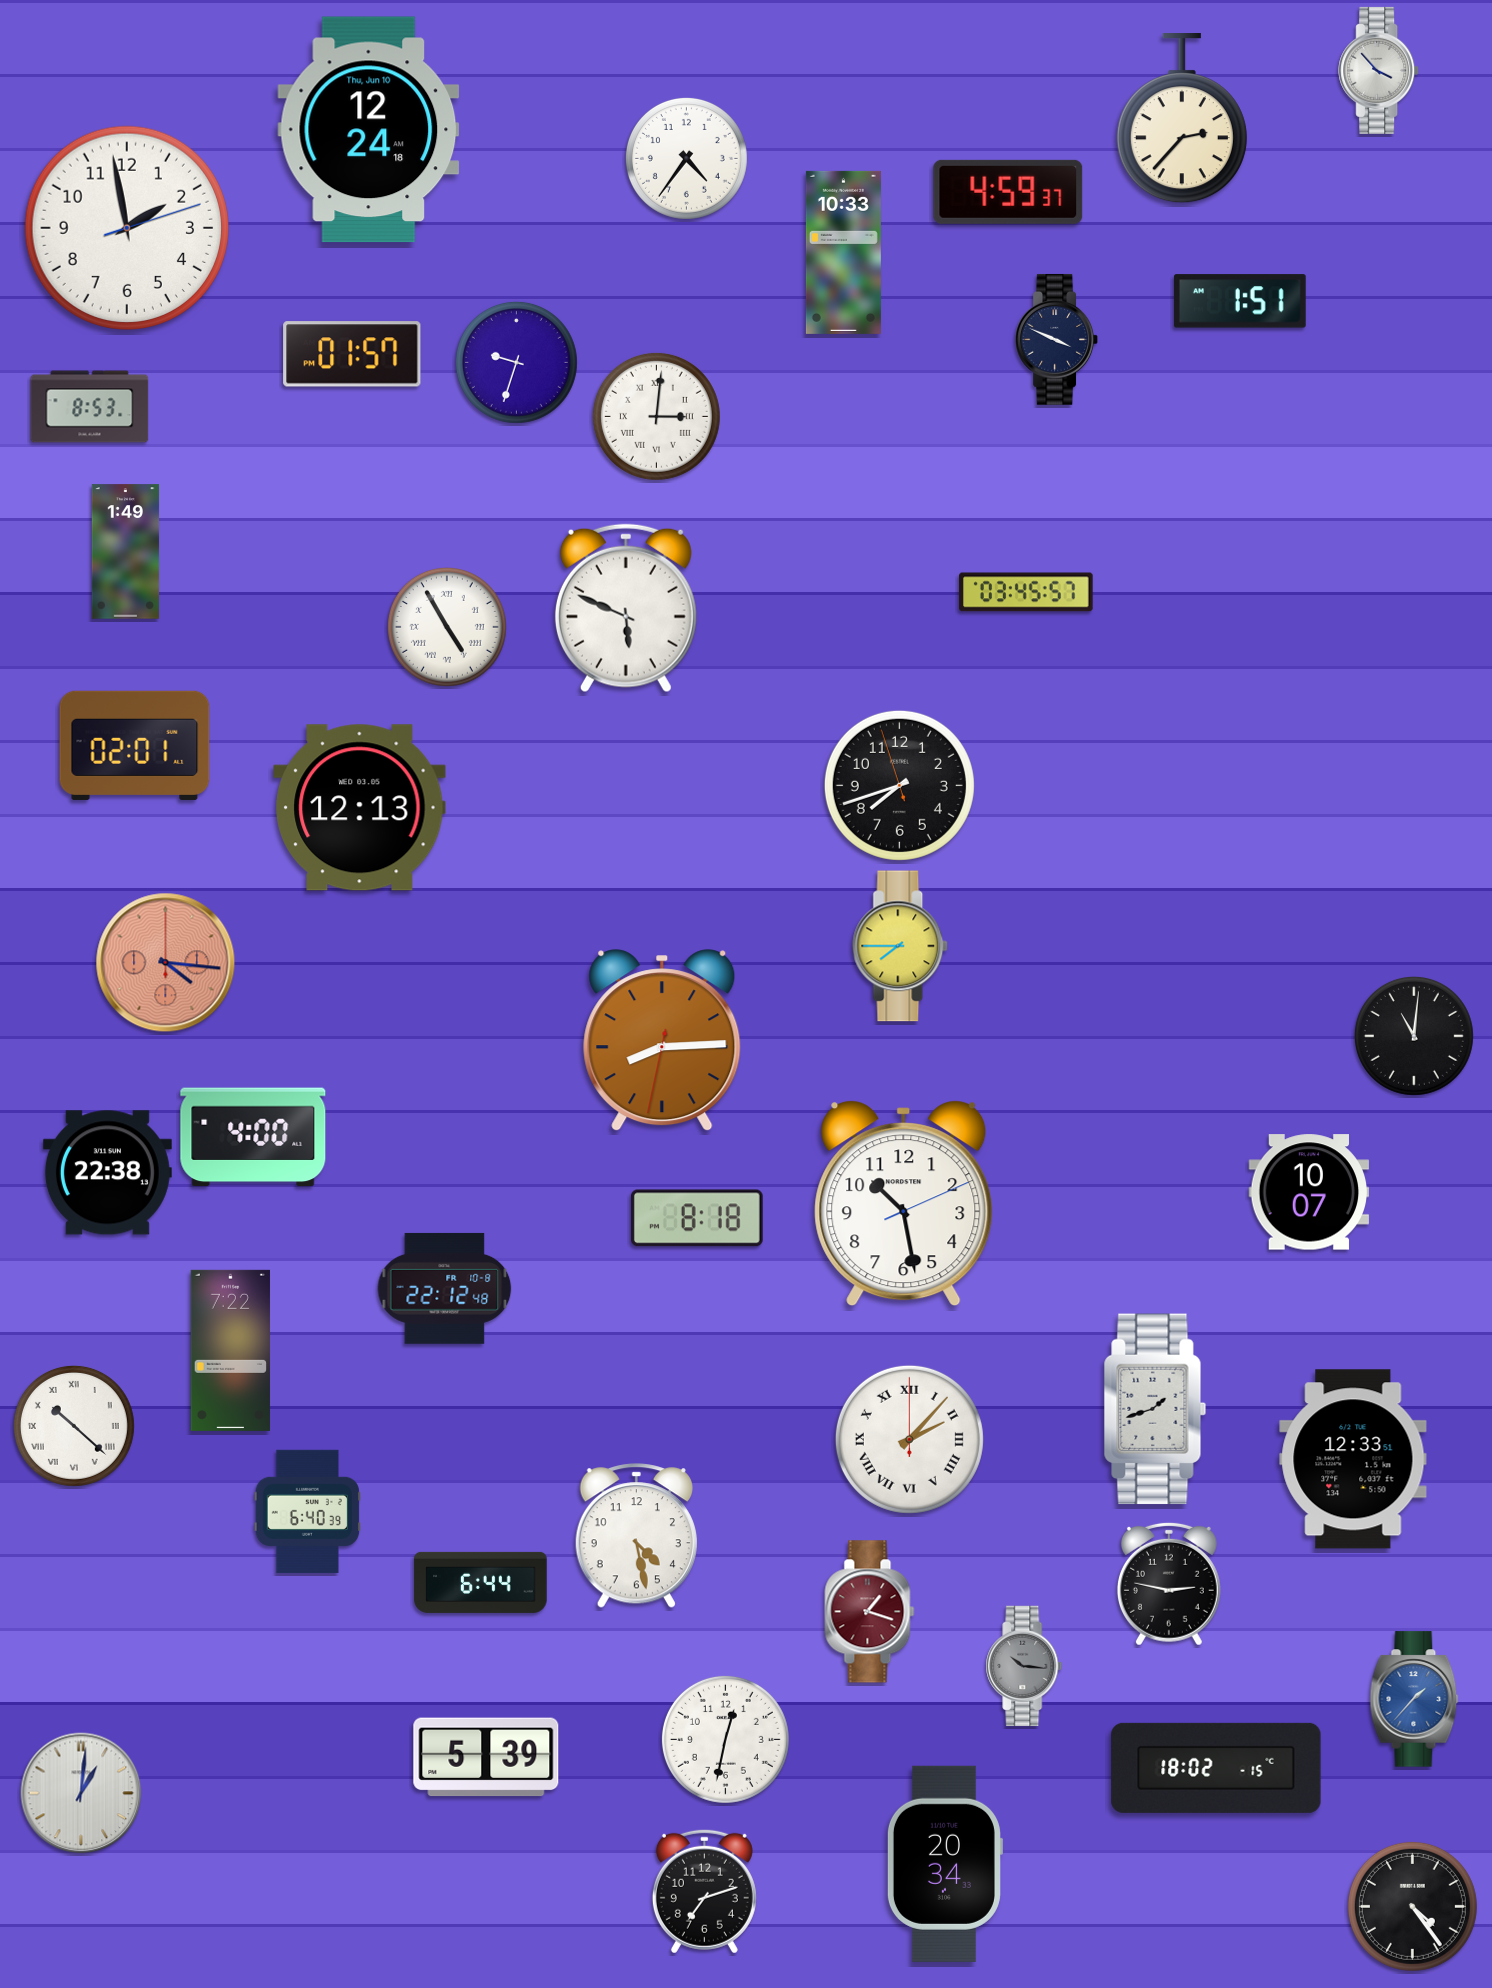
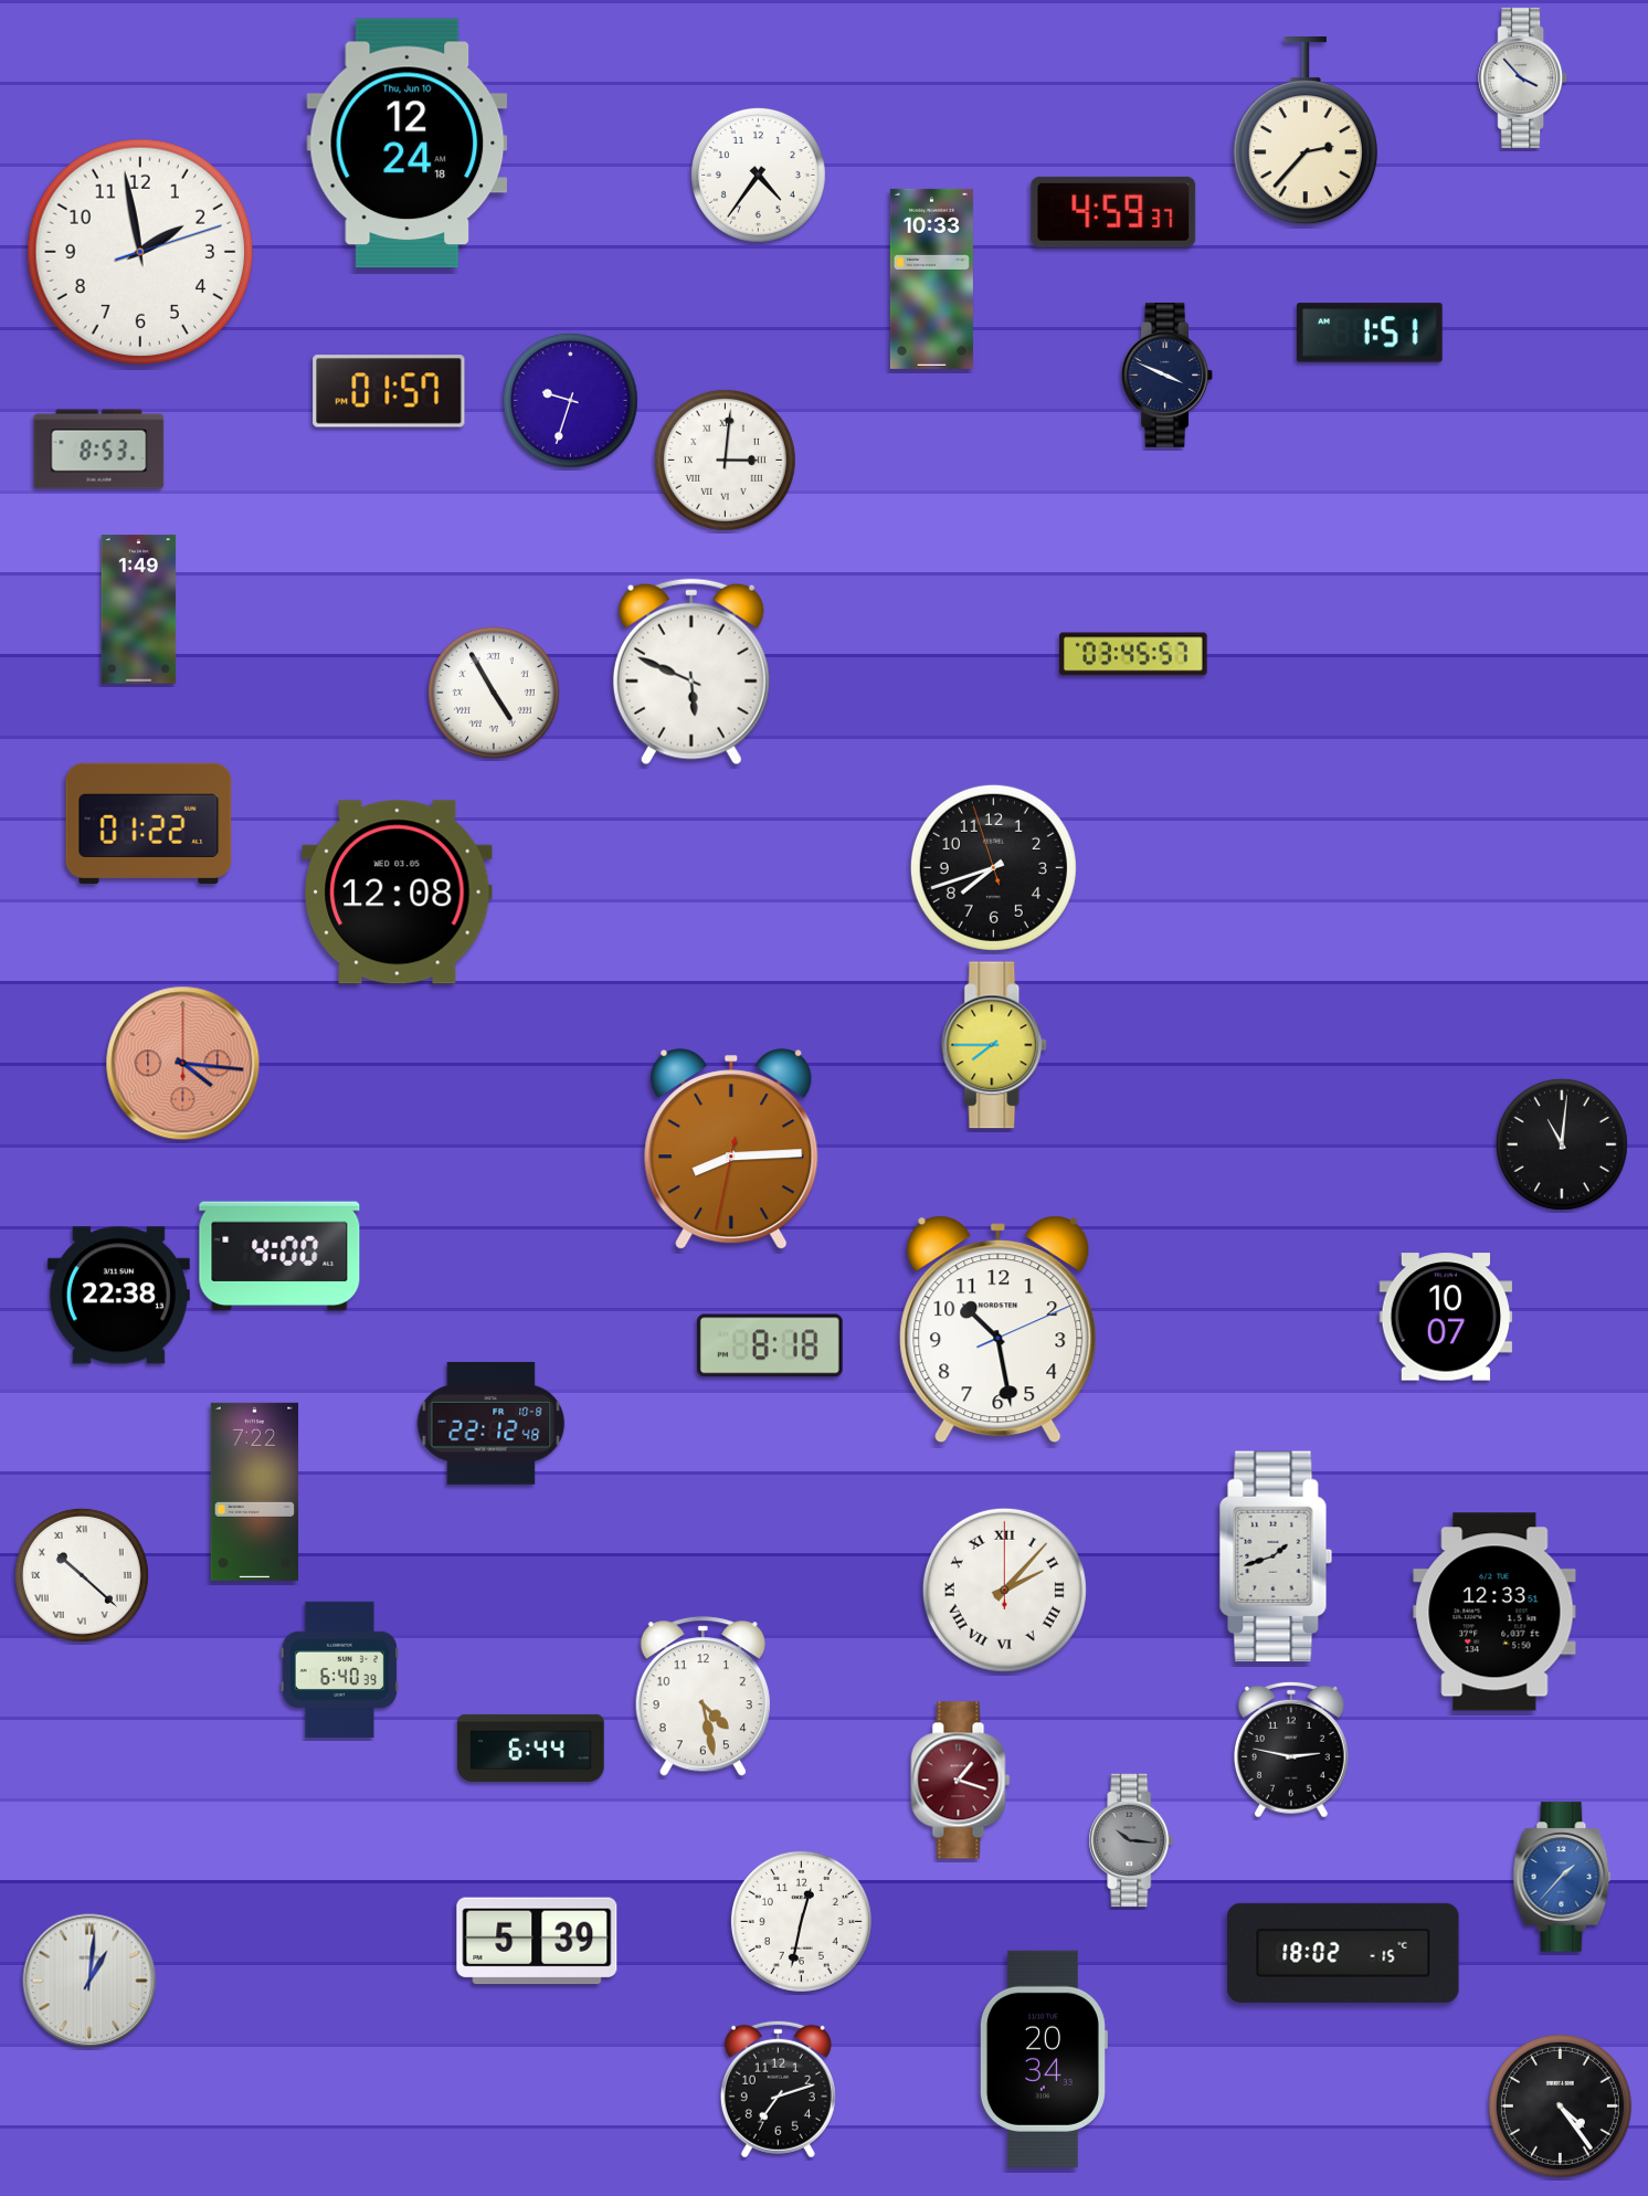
clock at (135, 745): 02:01 -> 01:22
clock at (360, 808): 12:13 -> 12:08
